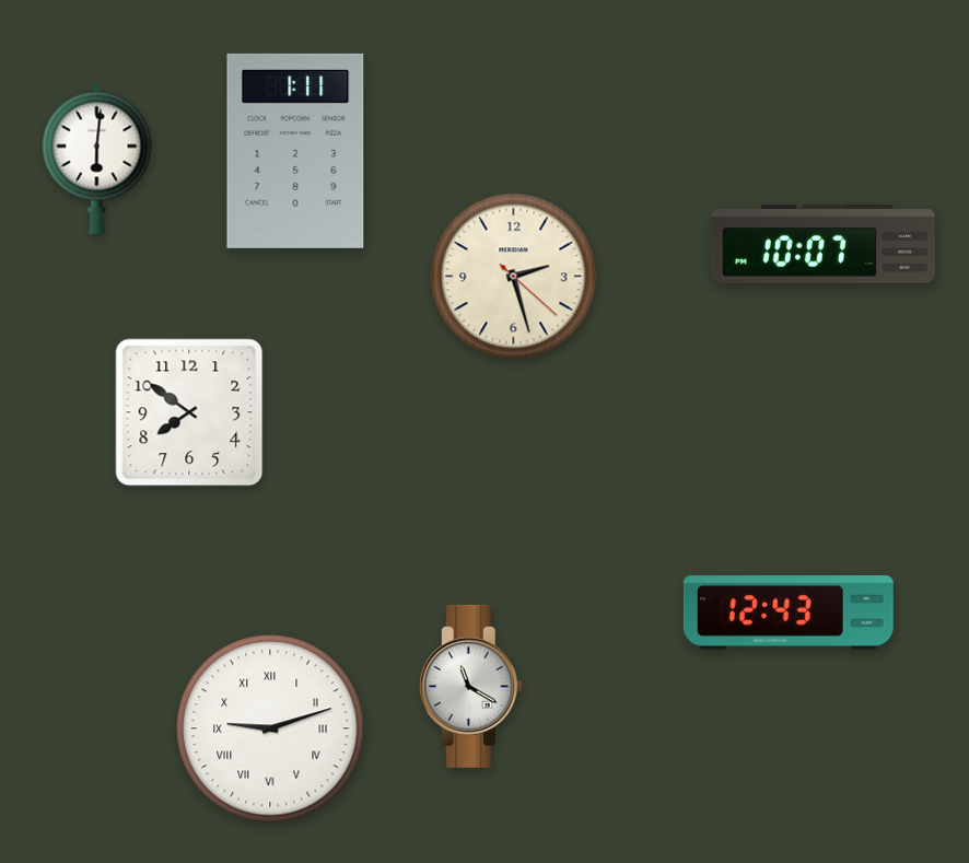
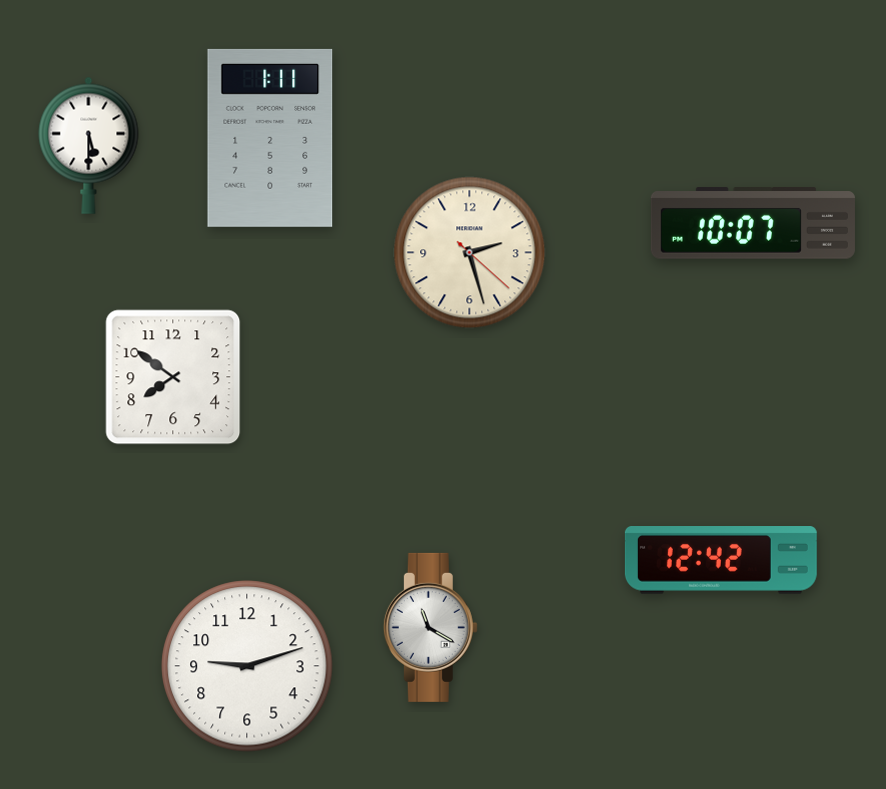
clock at (97, 159): 6:01 -> 5:30
clock at (789, 614): 12:43 -> 12:42
clock at (270, 728) numerals: Roman -> Arabic
